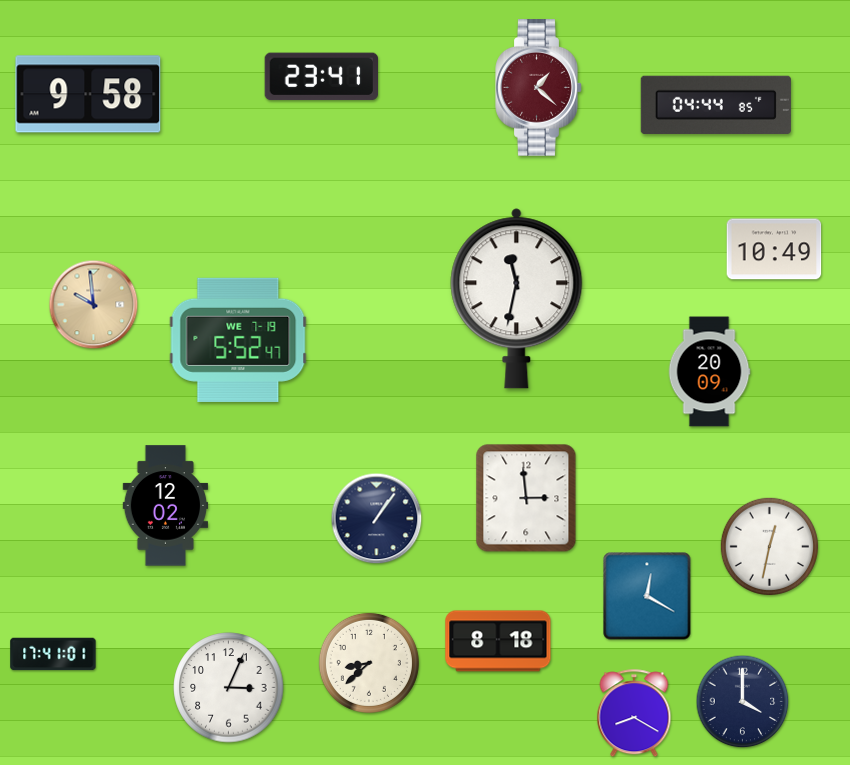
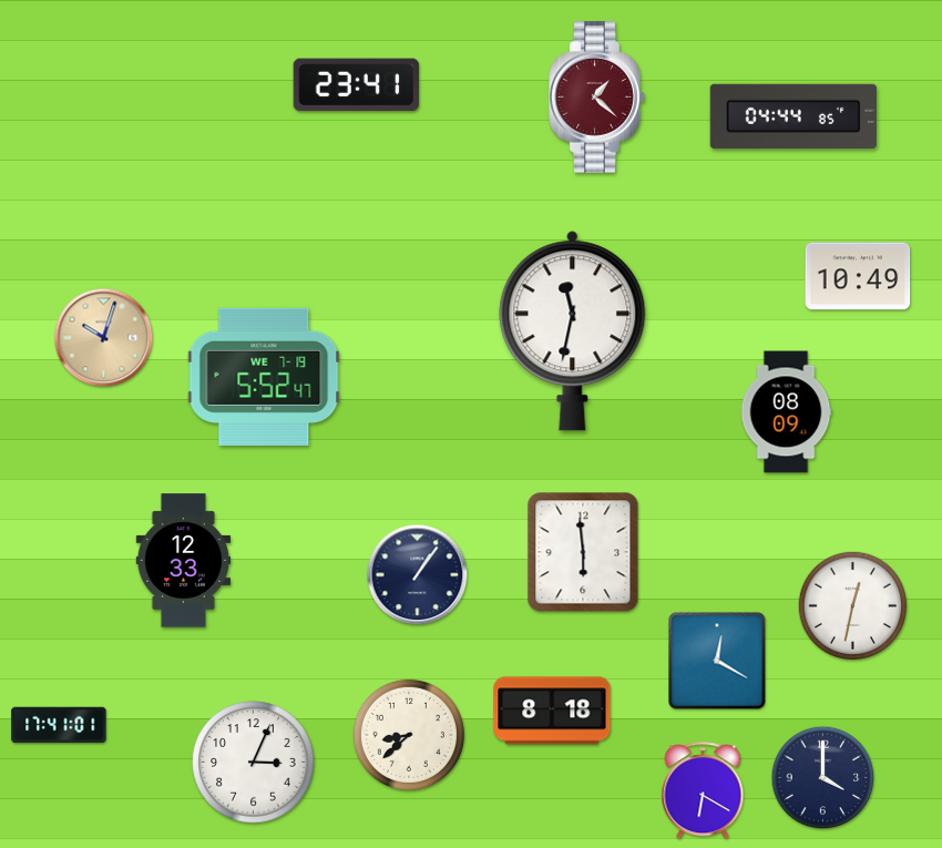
clock at (88, 94): 9:58 -> none
clock at (94, 305): 9:59 -> 10:03
clock at (709, 372): 20:09 -> 08:09
clock at (526, 498): 2:59 -> 5:59
clock at (166, 506): 12:02 -> 12:33
clock at (634, 714): 8:20 -> 6:20
